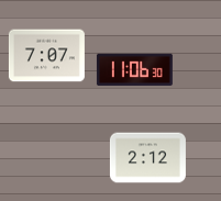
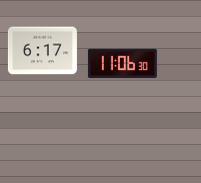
clock at (46, 56): 7:07 -> 6:17
clock at (147, 158): 2:12 -> none
